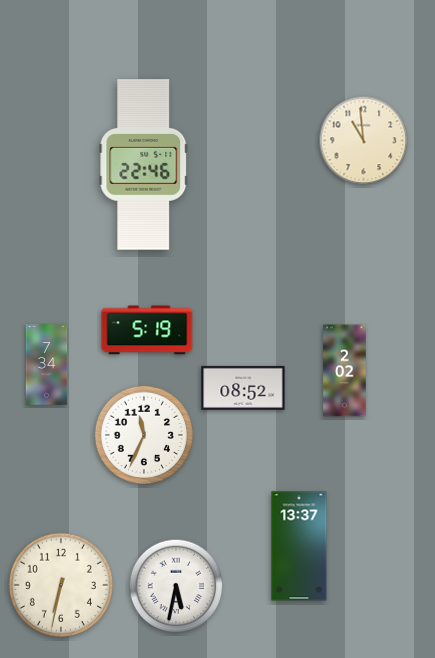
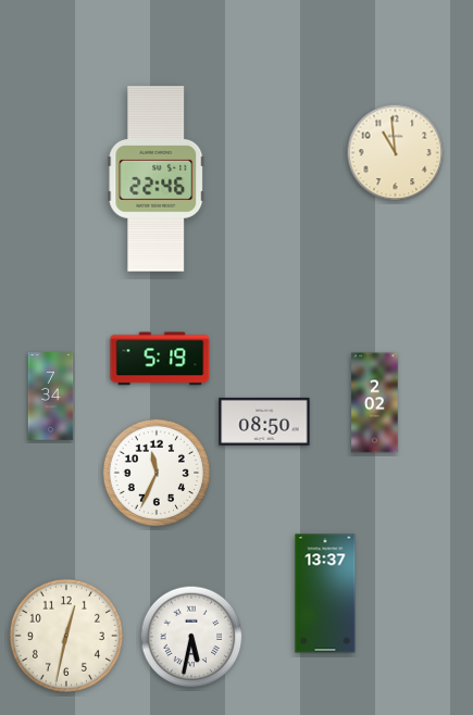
clock at (243, 388): 08:52 -> 08:50
clock at (61, 585): 6:32 -> 12:32
